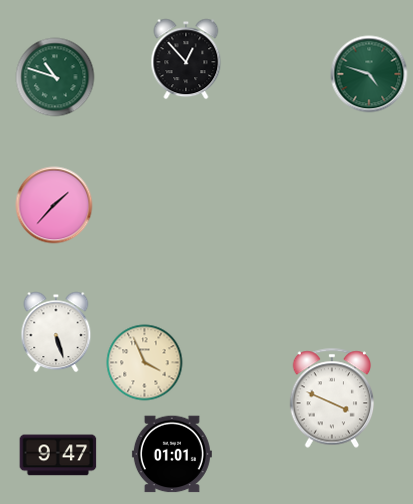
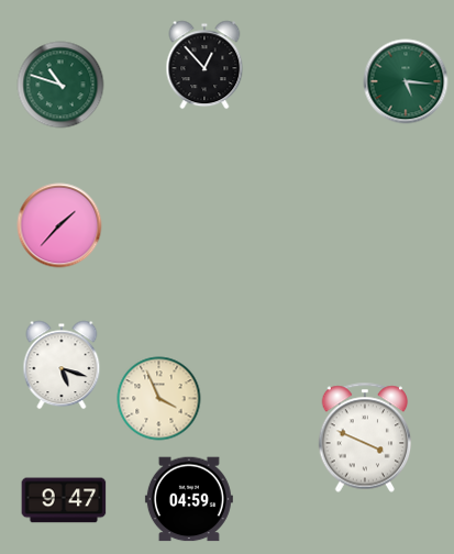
clock at (369, 74): 4:48 -> 5:16
clock at (56, 332): 5:27 -> 5:18
clock at (172, 454): 01:01 -> 04:59
